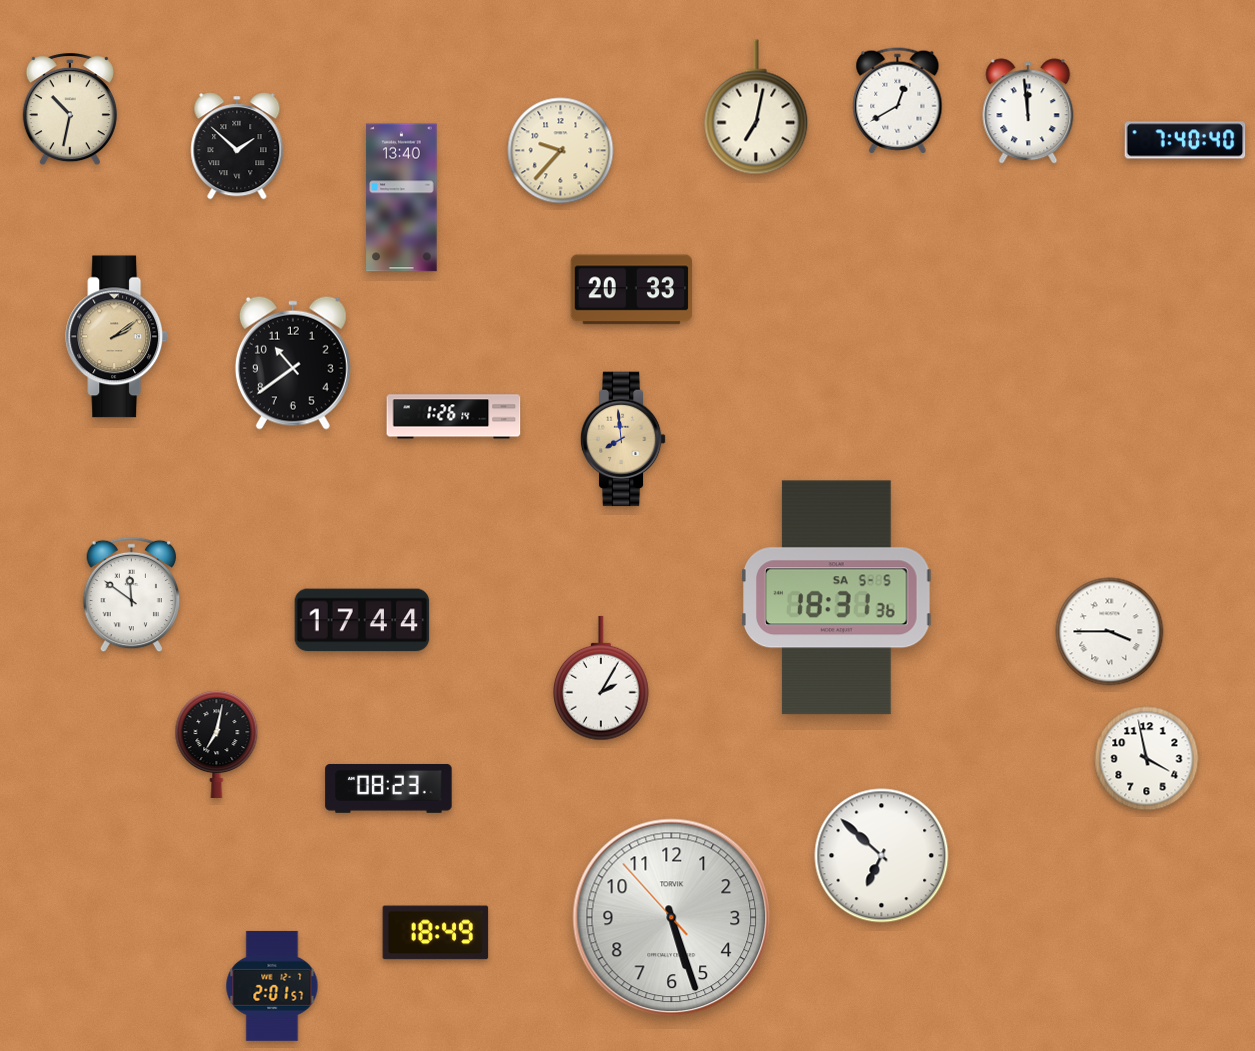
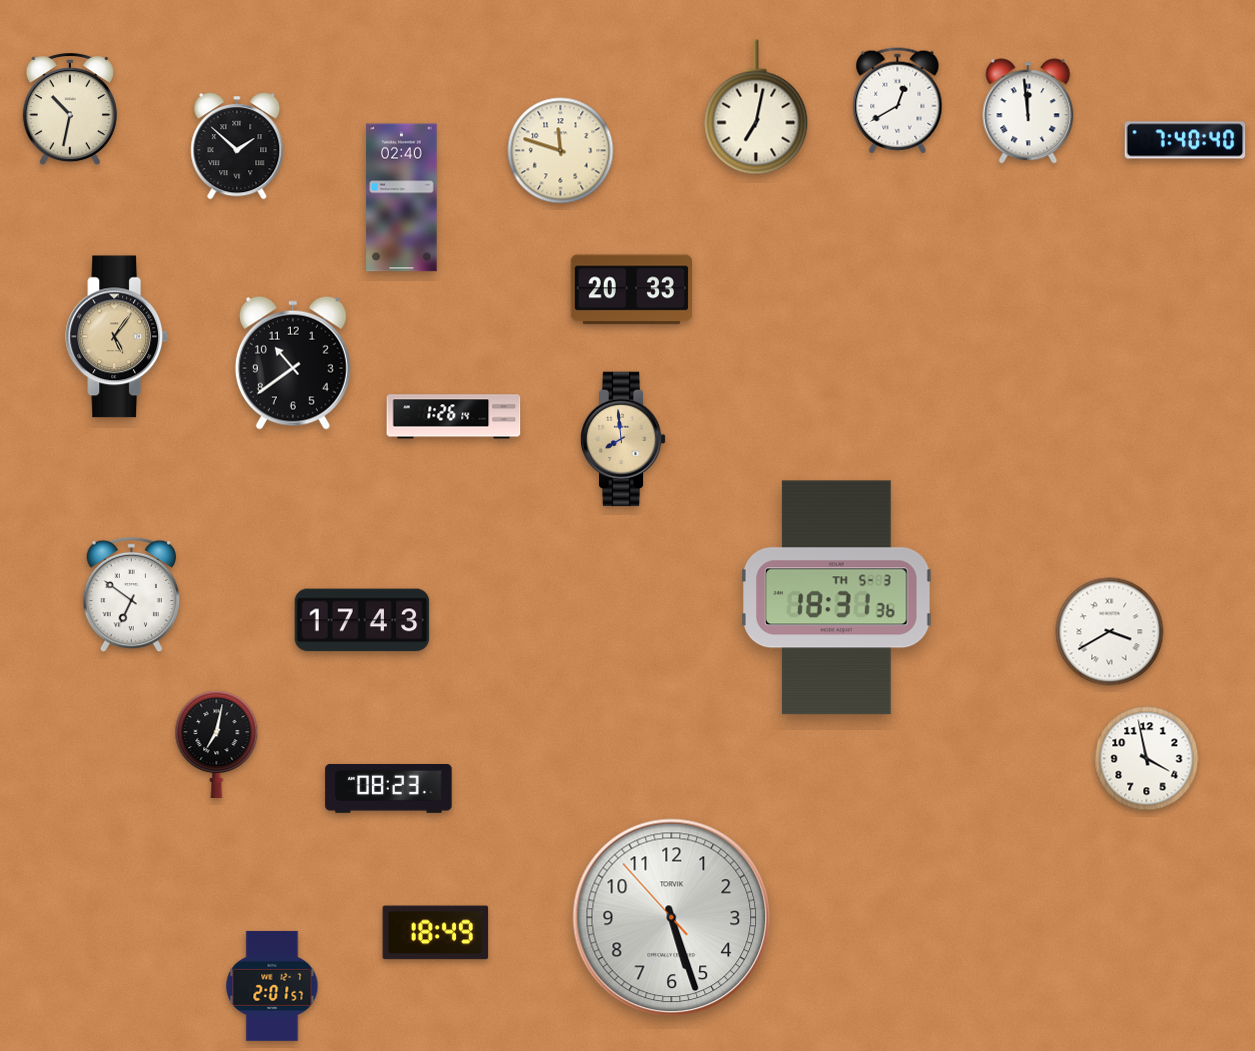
clock at (561, 151): 9:37 -> 11:48
clock at (402, 198): 13:40 -> 02:40
clock at (117, 337): 2:09 -> 5:06
clock at (132, 595): 11:51 -> 6:51
clock at (837, 598) date: SA 5-5 -> TH 5-3
clock at (362, 620): 17:44 -> 17:43
clock at (1110, 632): 3:45 -> 3:40
clock at (602, 678): 2:05 -> none
clock at (882, 856): 6:52 -> none
